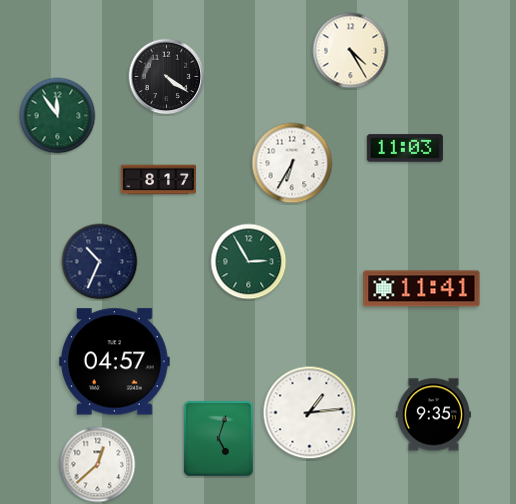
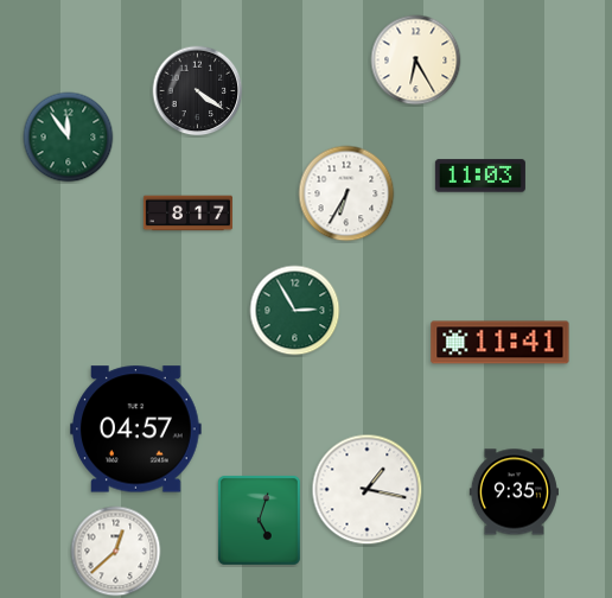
clock at (351, 51): 4:25 -> 6:25
clock at (100, 262): 10:34 -> none
clock at (310, 413): 1:14 -> 1:17
